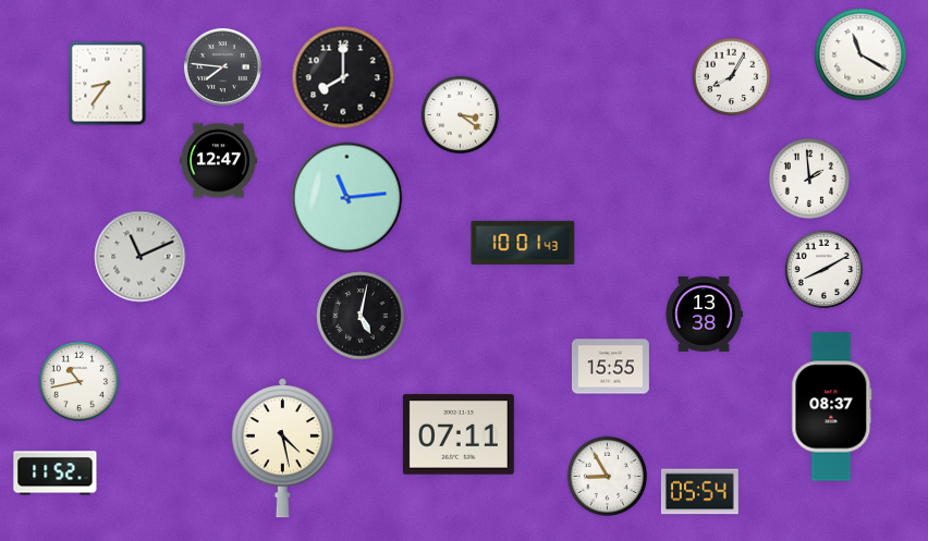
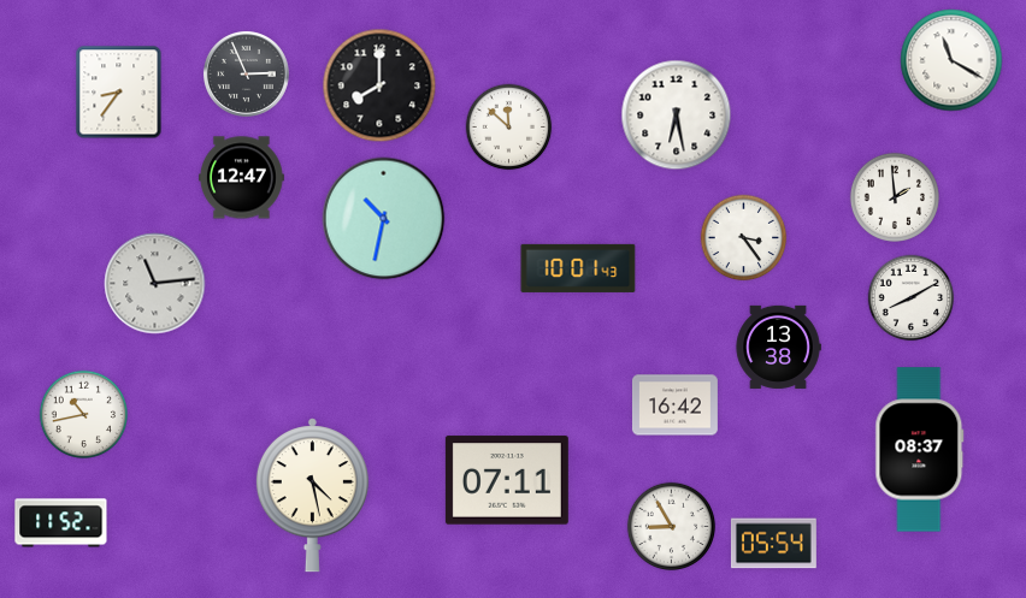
clock at (222, 66): 7:46 -> 2:56
clock at (732, 77): 8:05 -> none
clock at (677, 116): none -> 6:28
clock at (461, 115): 3:21 -> 11:52
clock at (347, 198): 11:14 -> 10:32
clock at (744, 238): none -> 3:24
clock at (141, 257): 11:11 -> 11:14
clock at (361, 316): 5:02 -> none
clock at (610, 367): 15:55 -> 16:42
clock at (80, 382) position: (80, 382) -> (84, 415)
